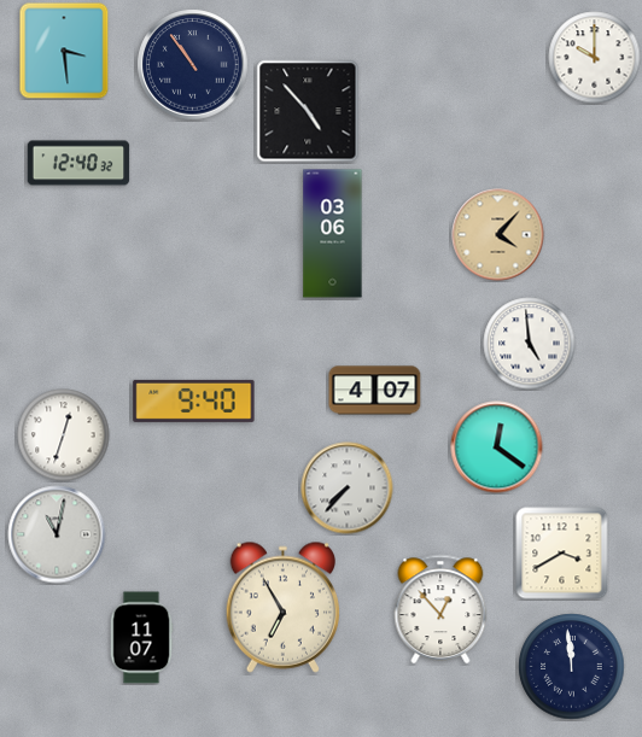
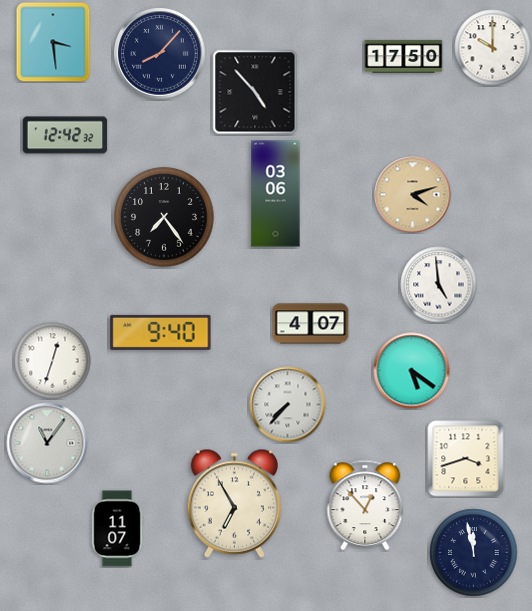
clock at (193, 65): 10:54 -> 8:07
clock at (404, 56): none -> 17:50
clock at (78, 163): 12:40 -> 12:42
clock at (498, 235): 4:07 -> 4:12
clock at (164, 217): none -> 7:24
clock at (497, 448): 12:21 -> 5:21
clock at (57, 534): 11:02 -> 11:06
clock at (562, 554): 3:40 -> 3:42
clock at (572, 667): 11:59 -> 11:58
